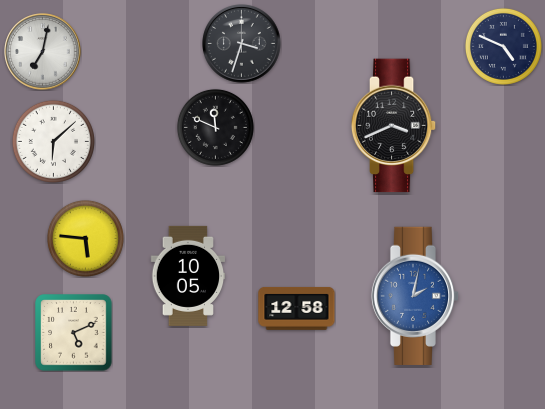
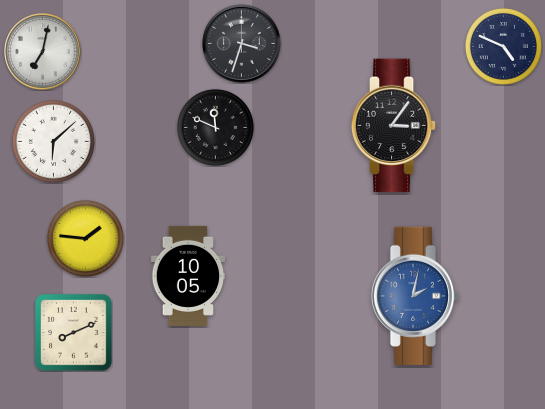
clock at (394, 126): 3:41 -> 3:06
clock at (85, 238): 5:46 -> 1:46
clock at (297, 308): 12:58 -> none
clock at (74, 333): 5:11 -> 8:11
